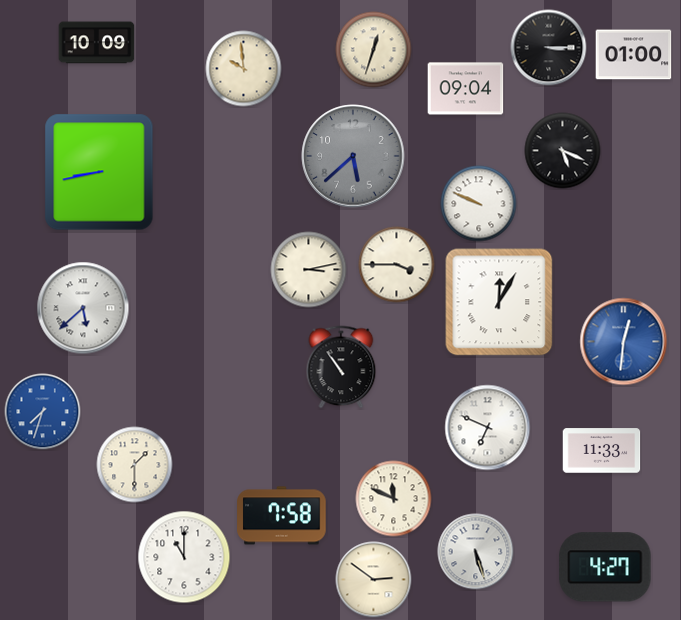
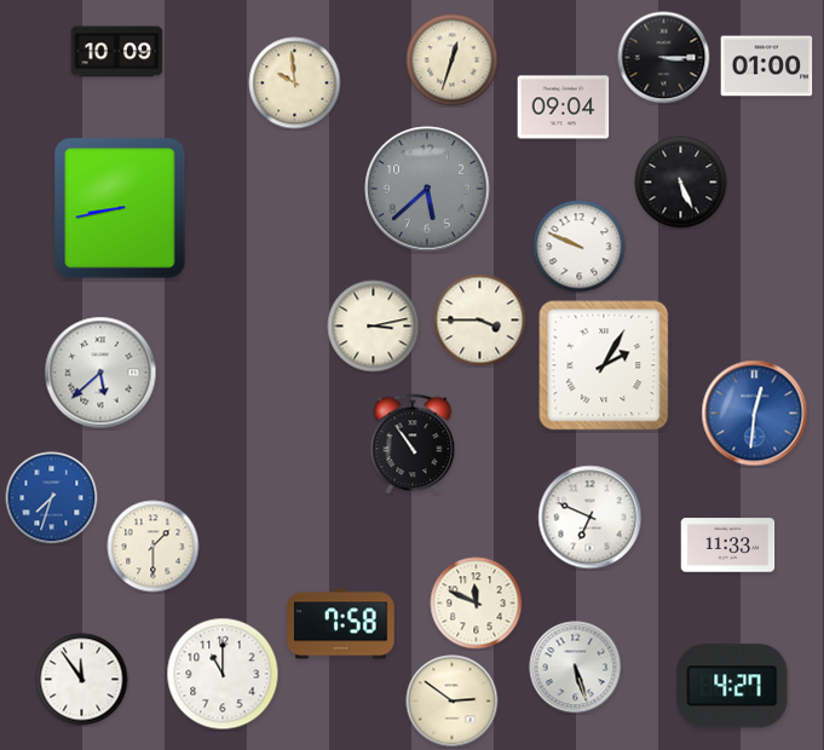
clock at (563, 151): 5:19 -> 5:26
clock at (499, 302): 12:05 -> 2:05
clock at (135, 465) position: (135, 465) -> (154, 547)
clock at (82, 680): none -> 11:54
